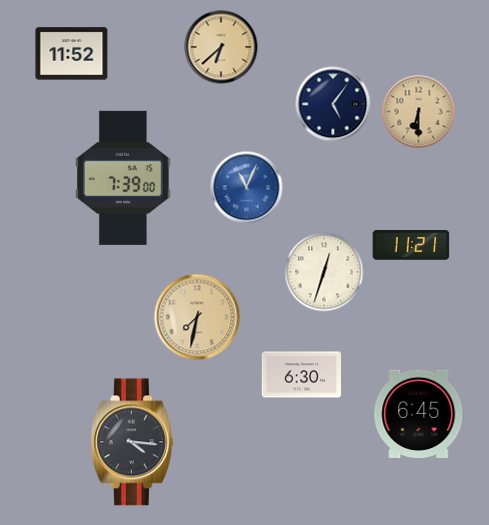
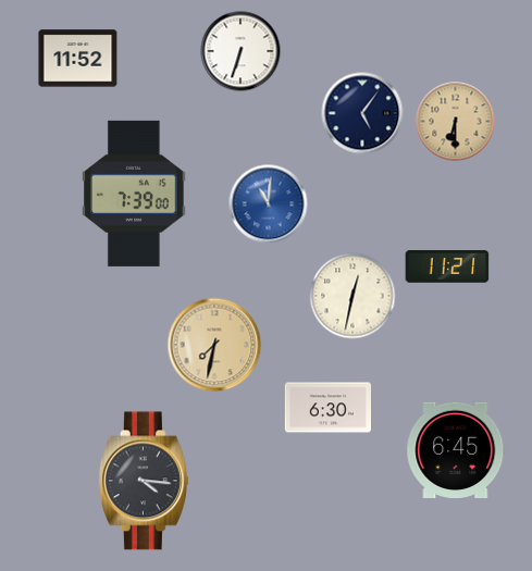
clock at (221, 47): 6:38 -> 6:33
clock at (221, 47) dial: champagne -> white
clock at (247, 188): 11:04 -> 11:01
clock at (324, 272): 12:33 -> 12:32
